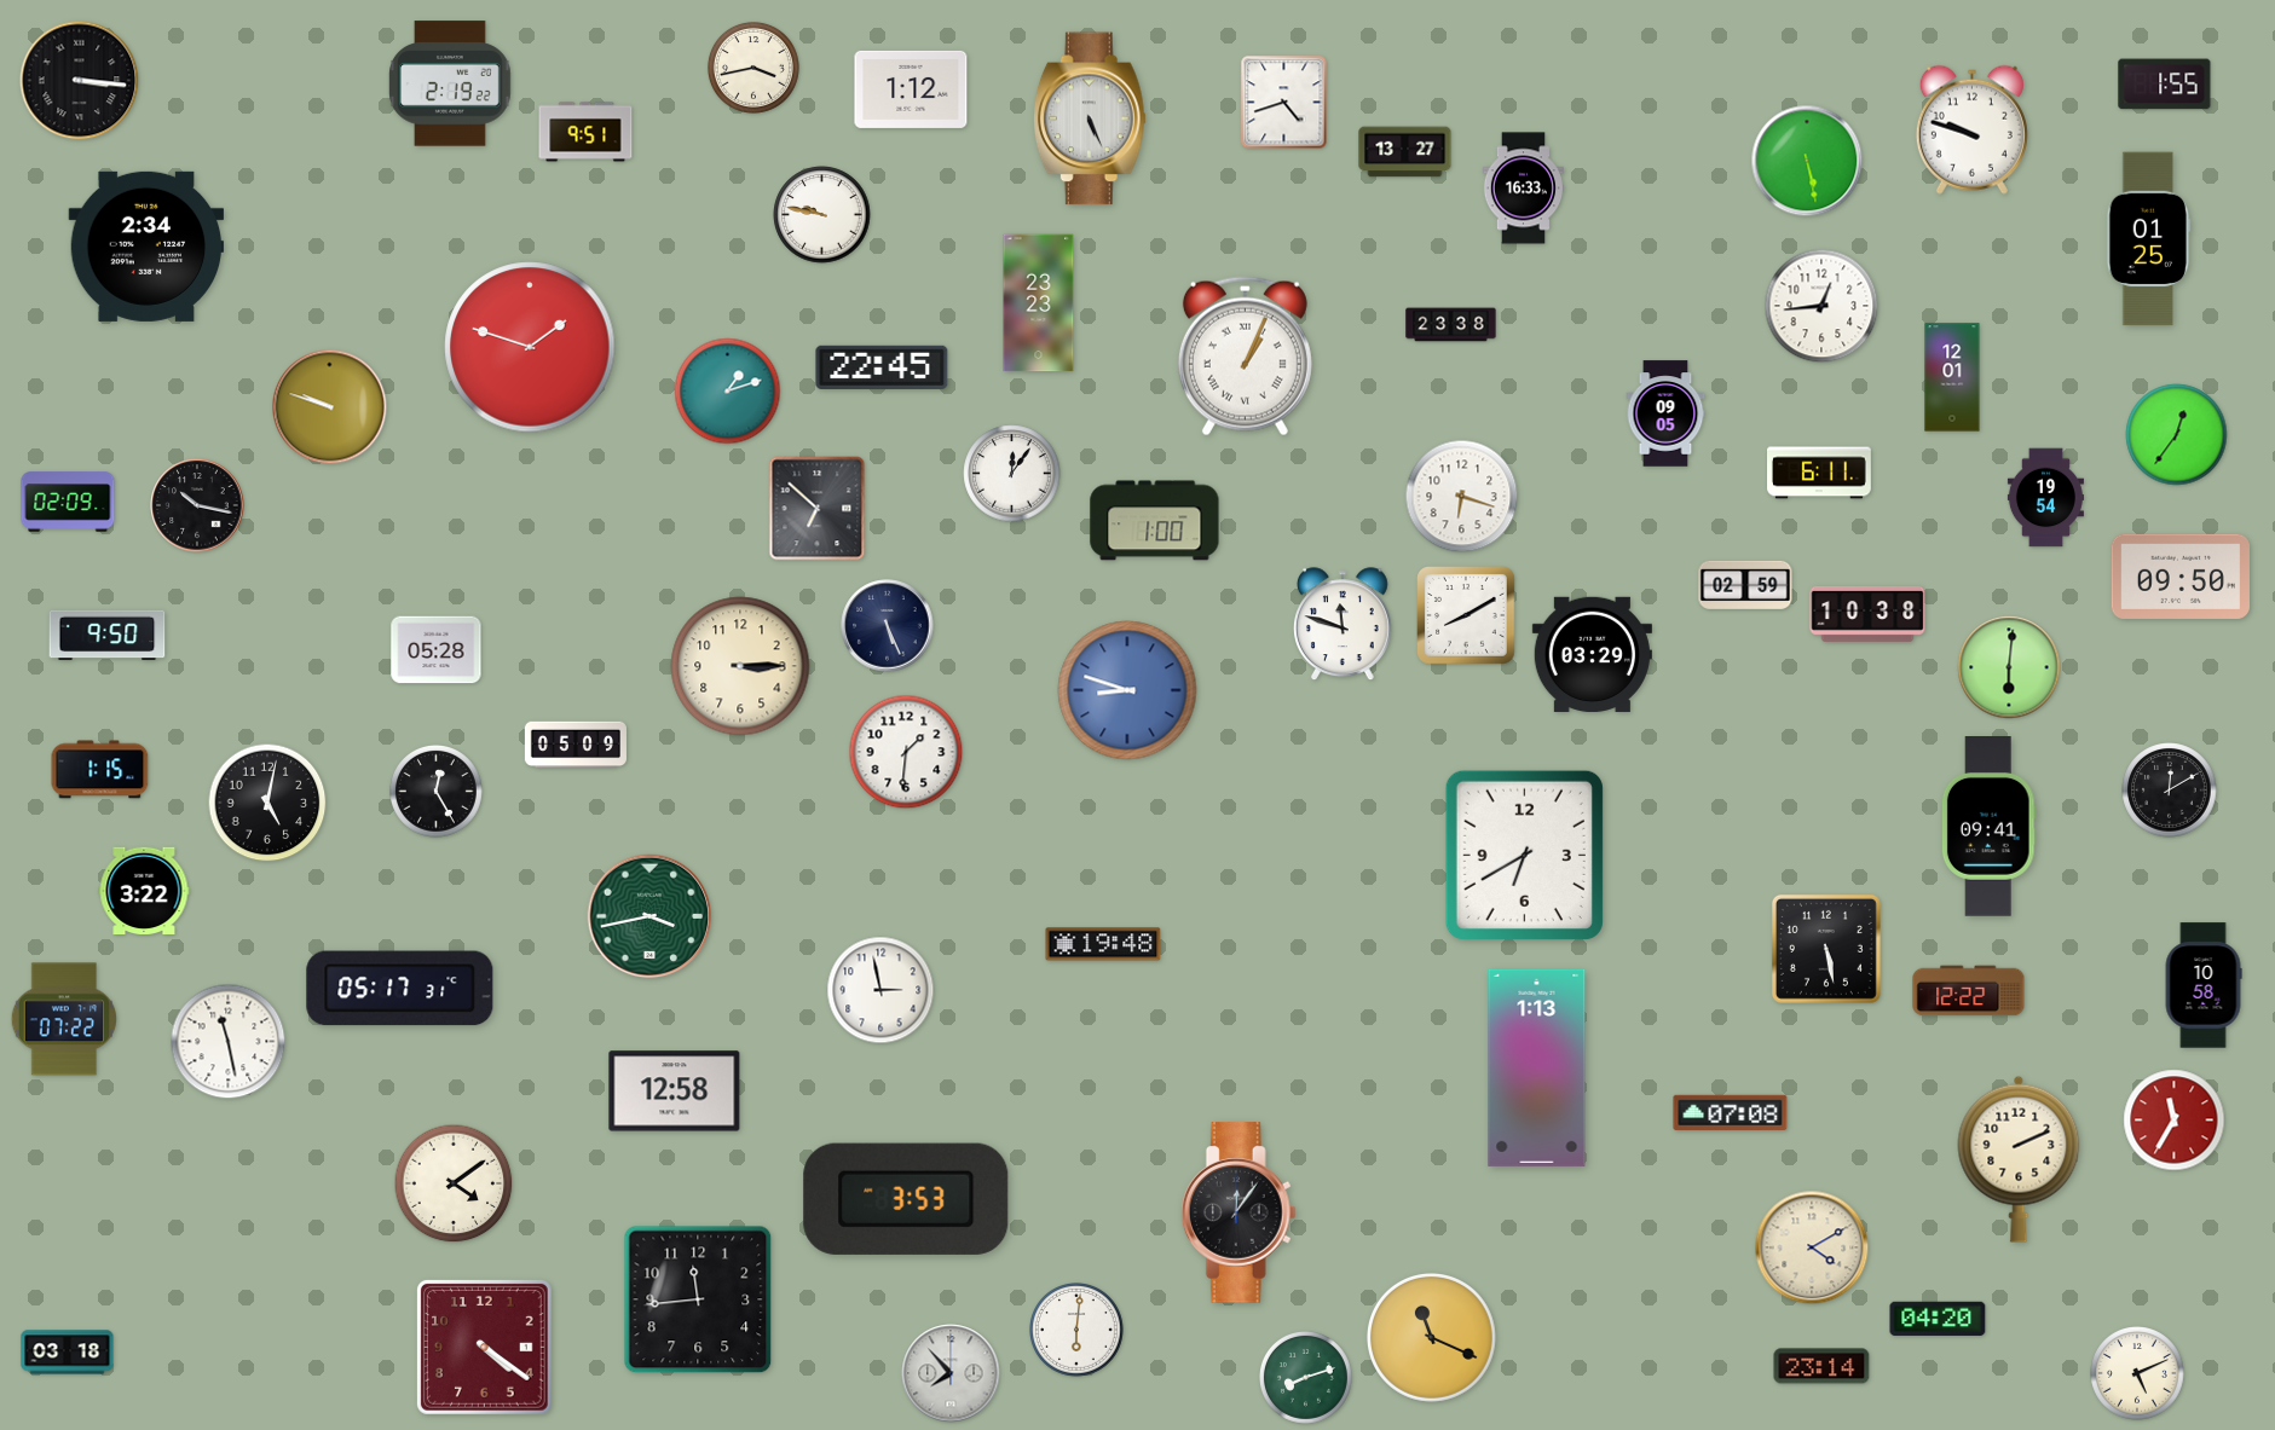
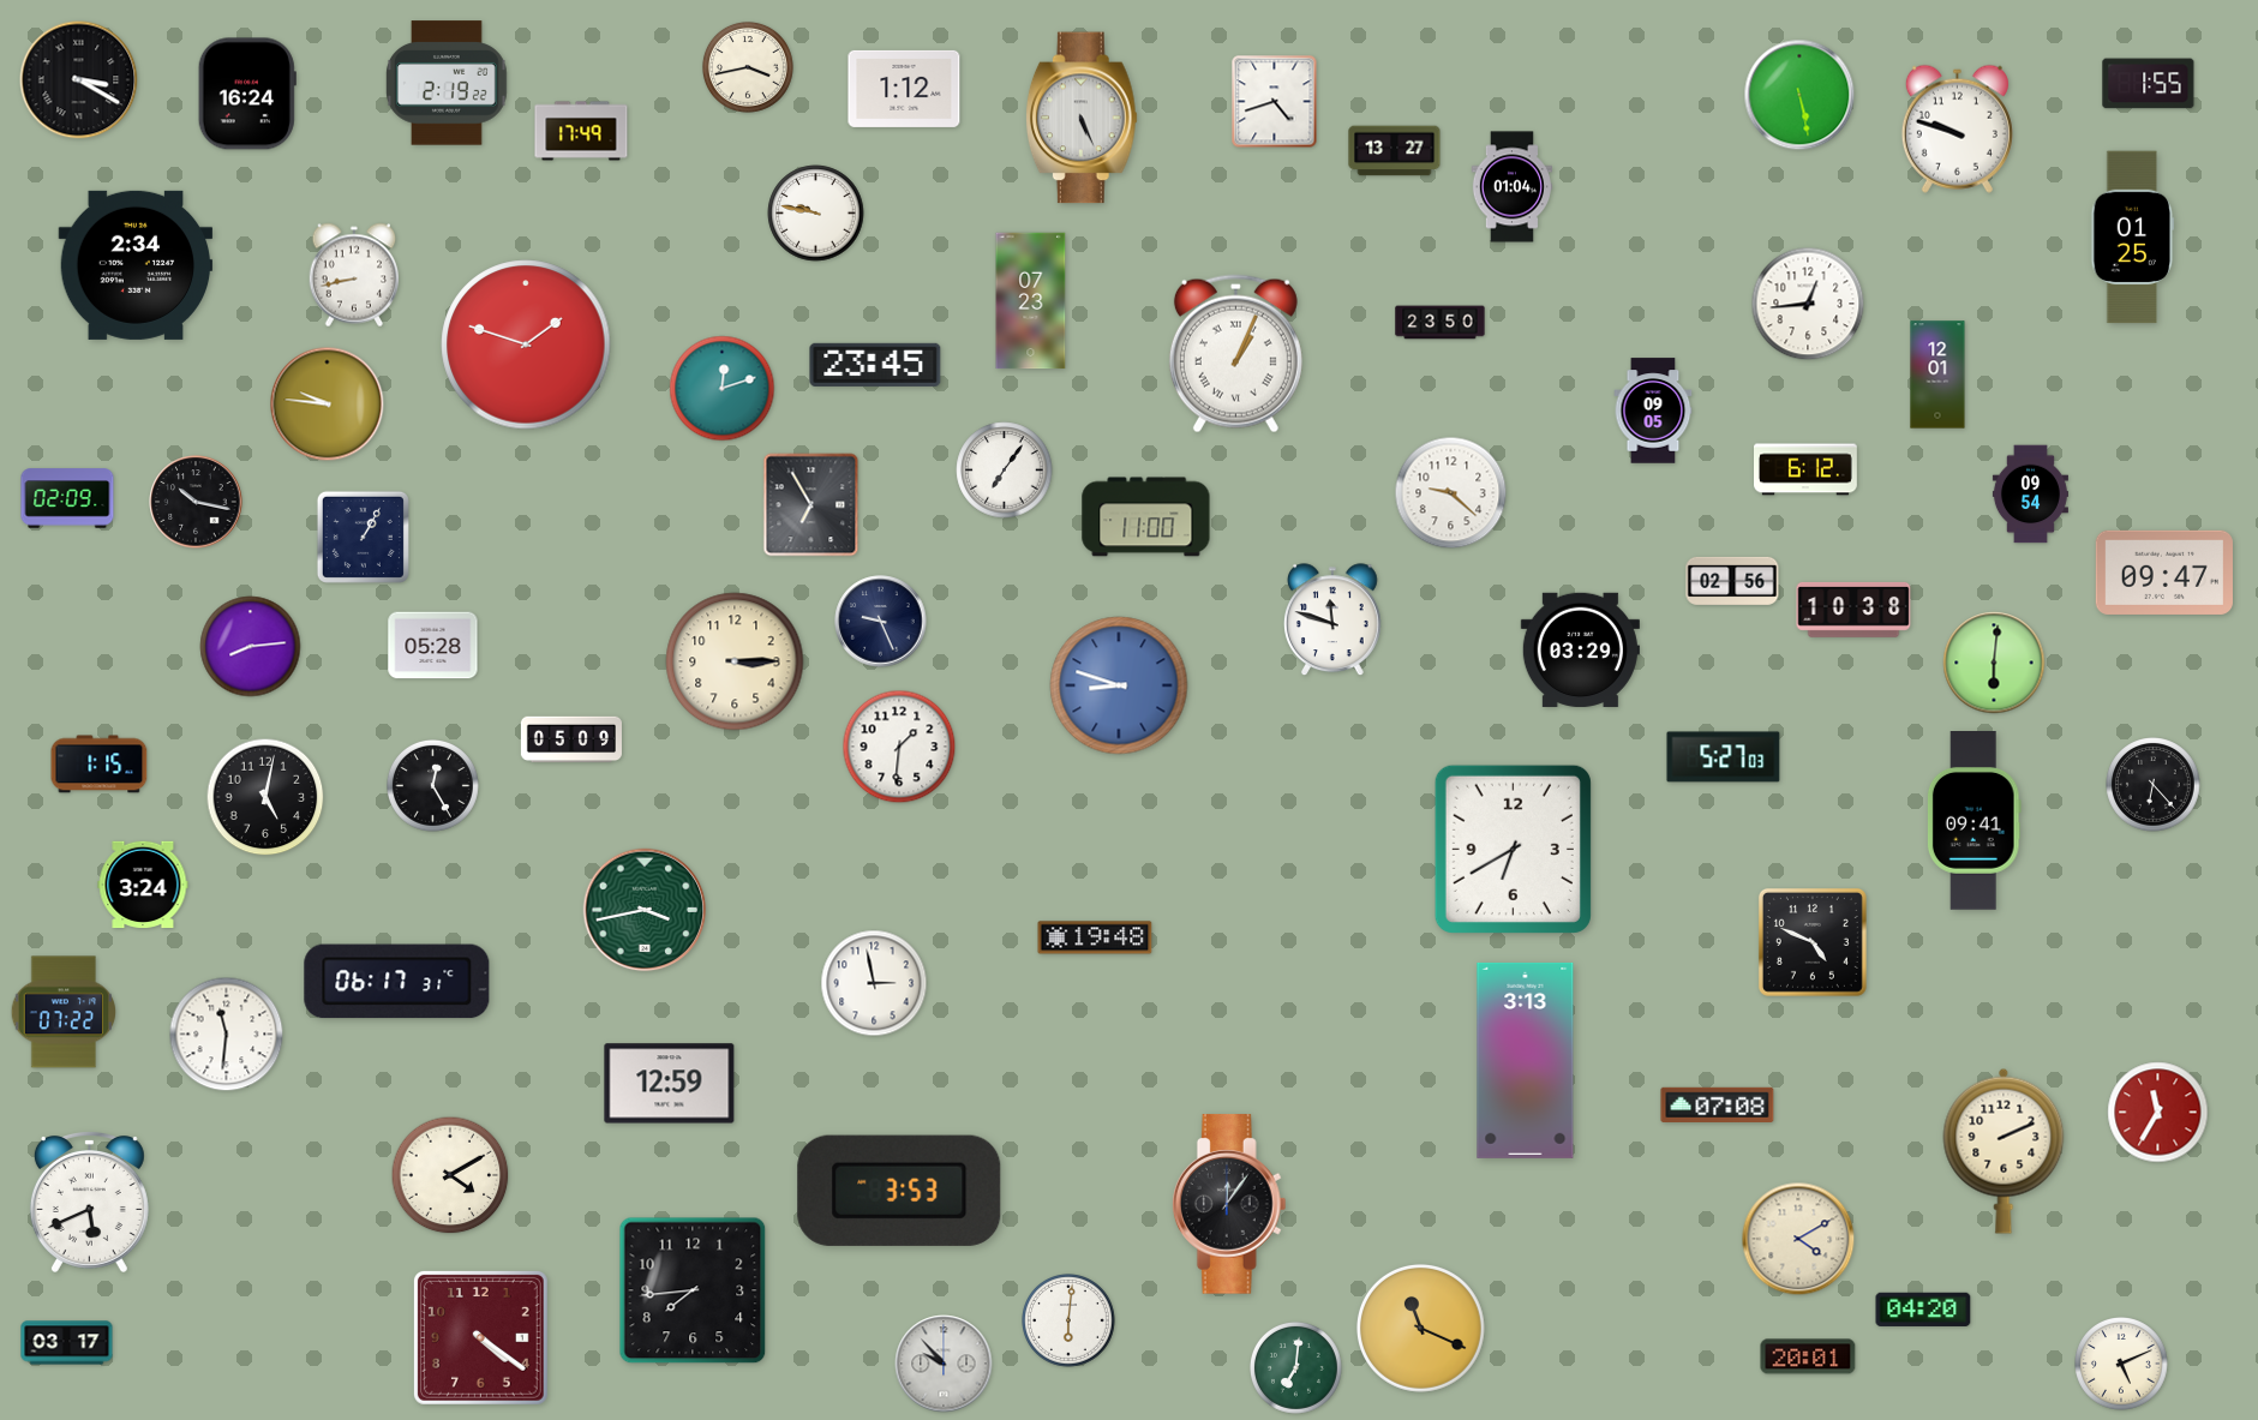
clock at (80, 81): 3:16 -> 3:20
clock at (247, 94): none -> 16:24
clock at (585, 132): 9:51 -> 17:49
clock at (1807, 161) position: (1807, 161) -> (1799, 95)
clock at (1523, 189): 16:33 -> 01:04
clock at (146, 247) position: (146, 247) -> (136, 265)
clock at (354, 275): none -> 8:43
clock at (1039, 303): 23:23 -> 07:23
clock at (1451, 325): 23:38 -> 23:50
clock at (882, 367): 22:45 -> 23:45
clock at (728, 392): 1:12 -> 12:12
clock at (330, 407): 9:48 -> 9:46
clock at (2177, 435): 12:36 -> none
clock at (1820, 473): 6:11 -> 6:12
clock at (1012, 474): 12:06 -> 7:06
clock at (1462, 497): 6:18 -> 9:22
clock at (2045, 498): 19:54 -> 09:54
clock at (818, 509): 6:52 -> 6:55
clock at (1155, 521): 1:00 -> 11:00
clock at (363, 537): none -> 1:05
clock at (2181, 577): 09:50 -> 09:47
clock at (1745, 585): 02:59 -> 02:56
clock at (1467, 616): 8:10 -> none
clock at (888, 626): 5:26 -> 9:26
clock at (108, 636): 9:50 -> none
clock at (251, 647): none -> 8:14
clock at (1724, 757): none -> 5:27
clock at (2170, 791): 12:10 -> 6:23
clock at (144, 891): 3:22 -> 3:24
clock at (1826, 949): 5:28 -> 4:49
clock at (2204, 985): 10:58 -> none
clock at (400, 989): 05:17 -> 06:17
clock at (1969, 991): 12:22 -> none
clock at (229, 1042): 11:28 -> 11:31
clock at (1537, 1067): 1:13 -> 3:13
clock at (675, 1092): 12:58 -> 12:59
clock at (454, 1183): 4:09 -> 4:10
clock at (89, 1202): none -> 5:41
clock at (698, 1299): 11:44 -> 7:44
clock at (68, 1353): 03:18 -> 03:17
clock at (1821, 1366): 23:14 -> 20:01
clock at (951, 1373): 7:53 -> 9:53
clock at (1306, 1378): 8:12 -> 7:01
